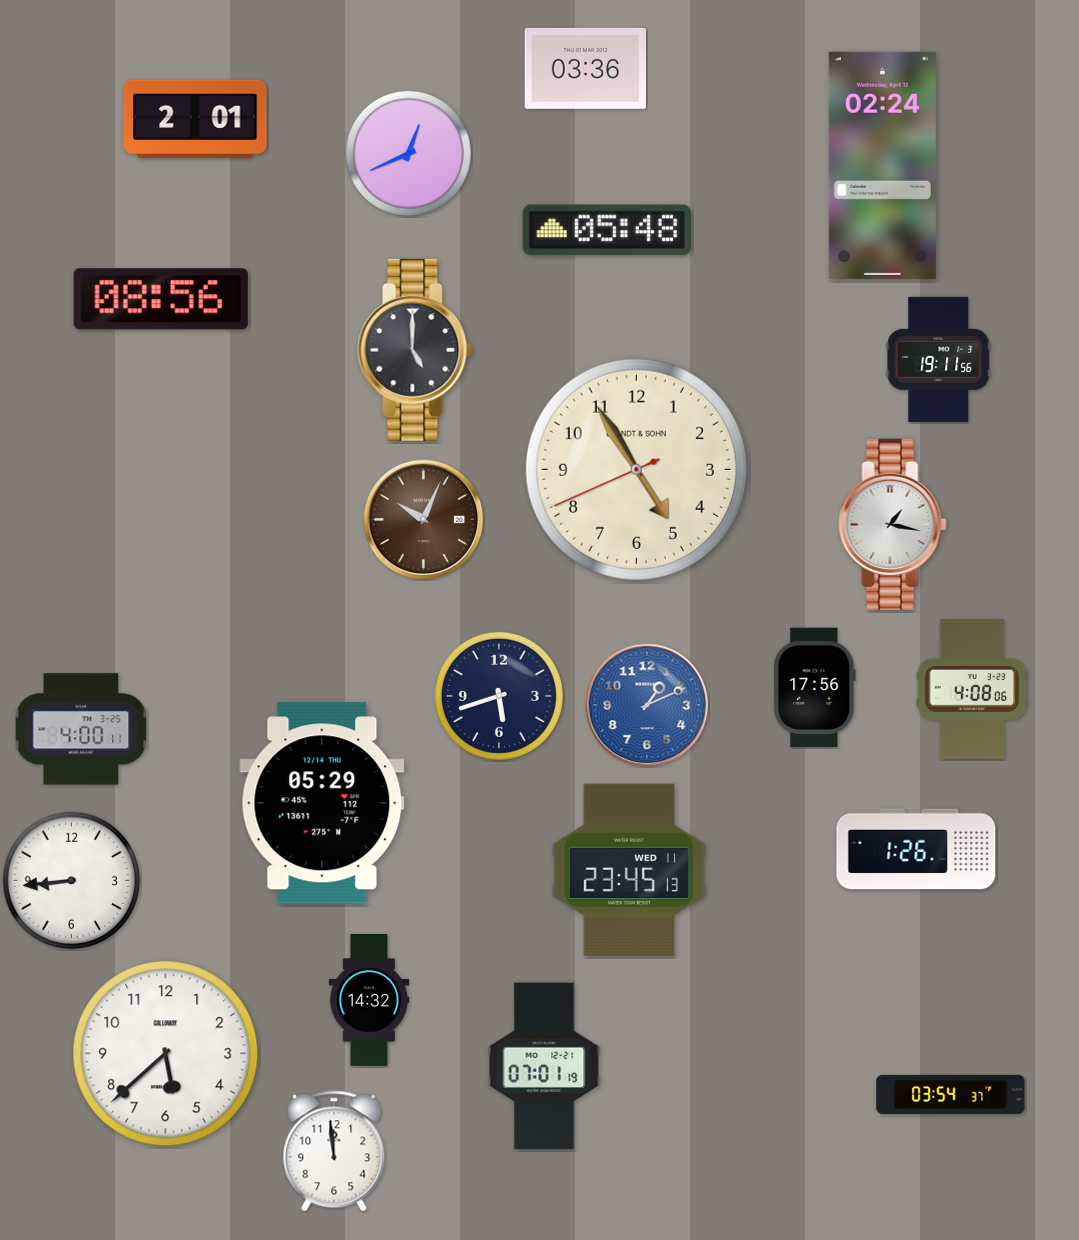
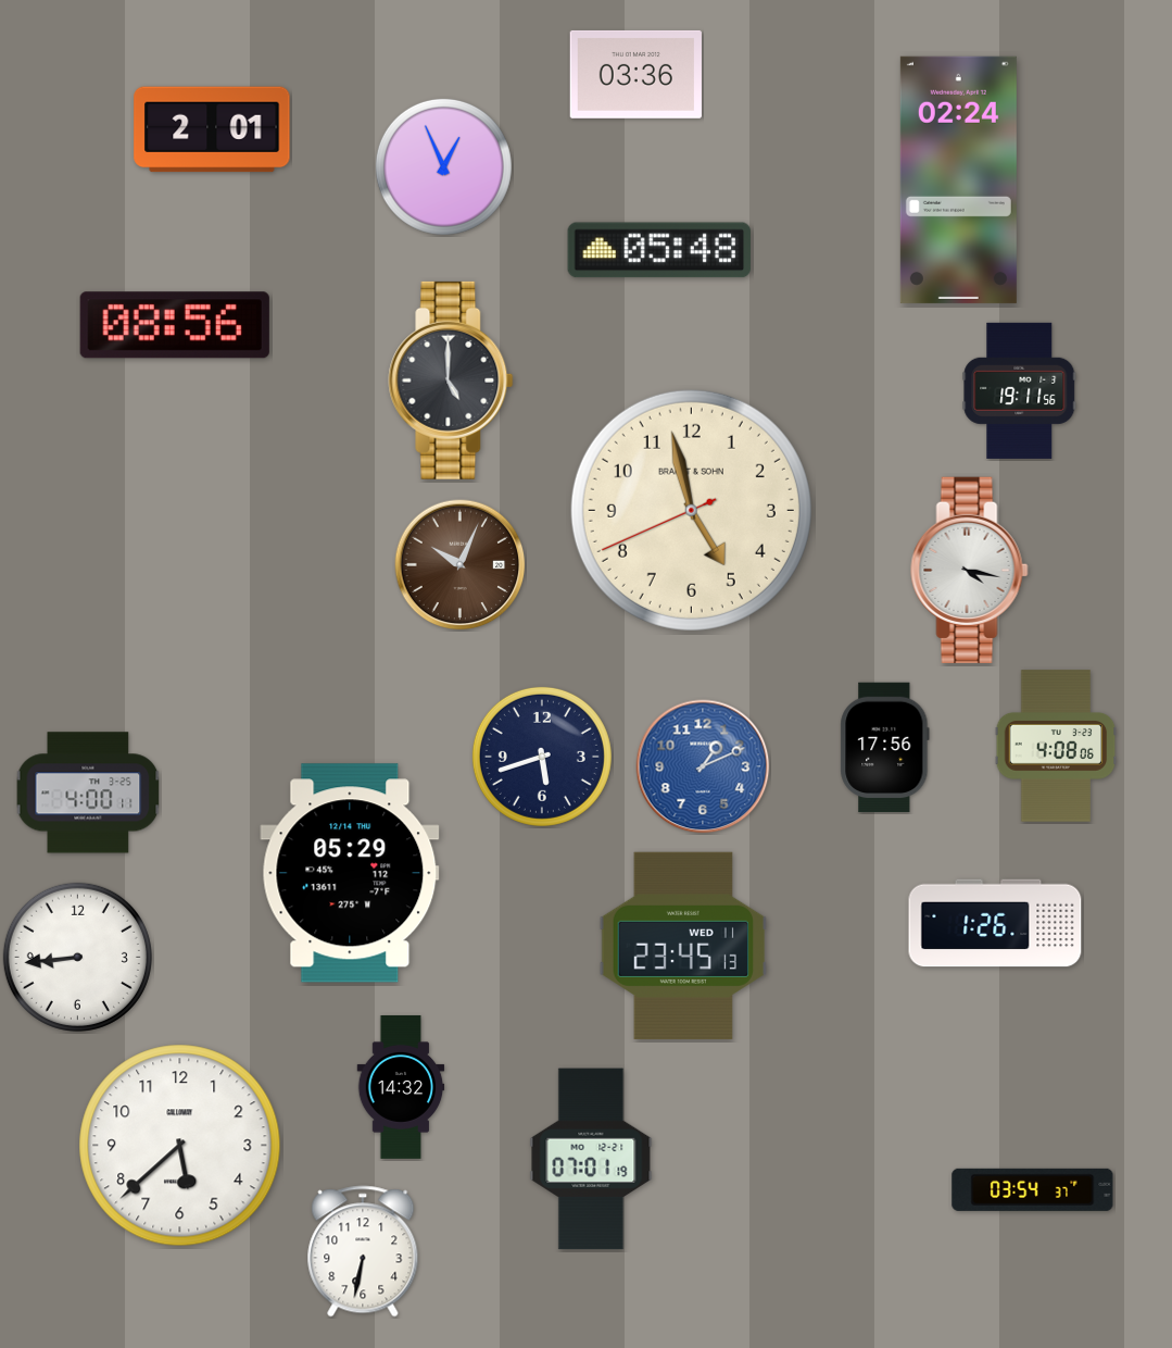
clock at (408, 153): 12:41 -> 12:56
clock at (636, 469): 4:54 -> 4:57
clock at (893, 524): 1:17 -> 4:17
clock at (972, 689) position: (972, 689) -> (1056, 746)
clock at (334, 1151): 11:59 -> 6:32
